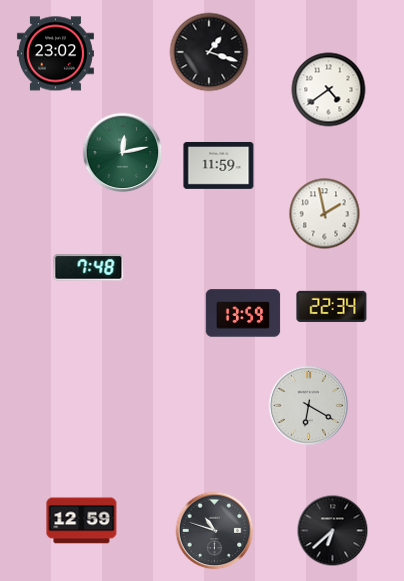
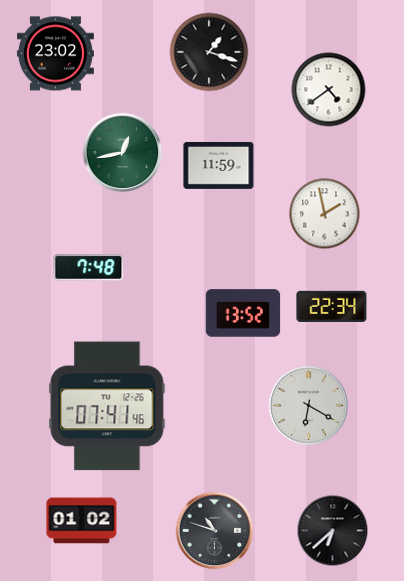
clock at (123, 153): 12:13 -> 12:43
clock at (243, 313): 13:59 -> 13:52
clock at (107, 406): none -> 07:41
clock at (82, 521): 12:59 -> 01:02
